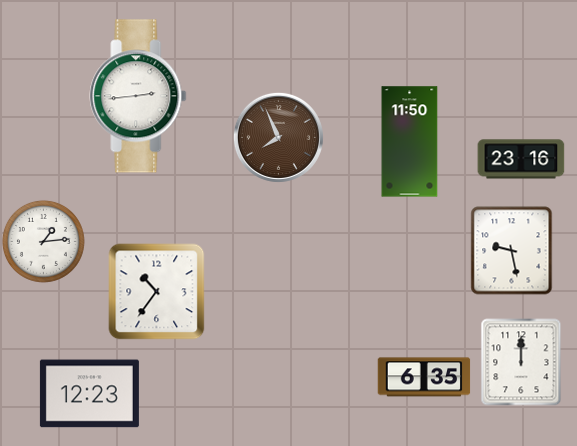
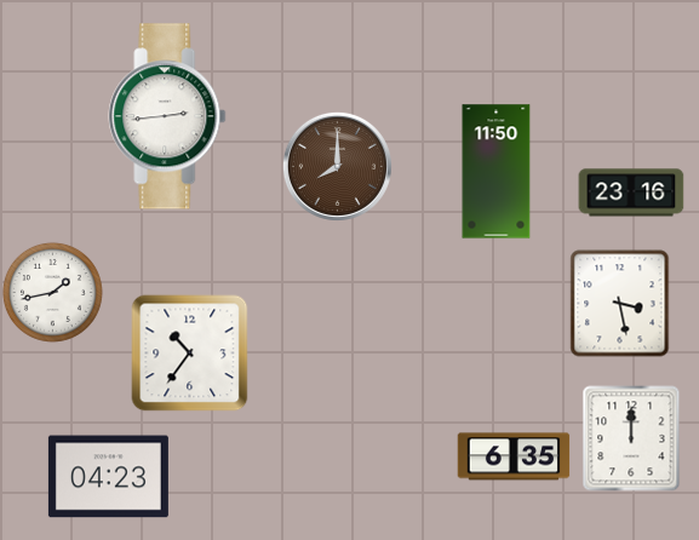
clock at (278, 137): 7:56 -> 8:00
clock at (43, 241): 1:14 -> 1:43
clock at (512, 251): 9:28 -> 3:28
clock at (89, 394): 12:23 -> 04:23
